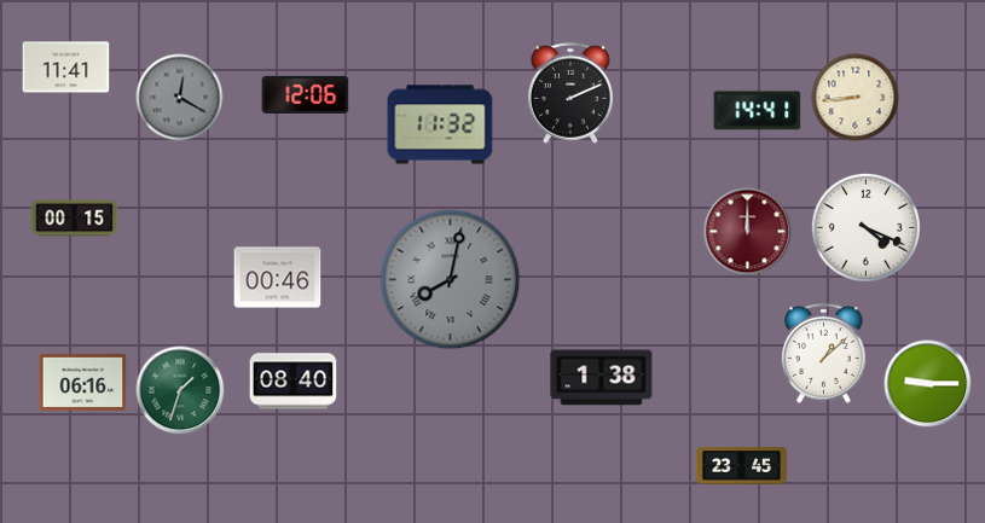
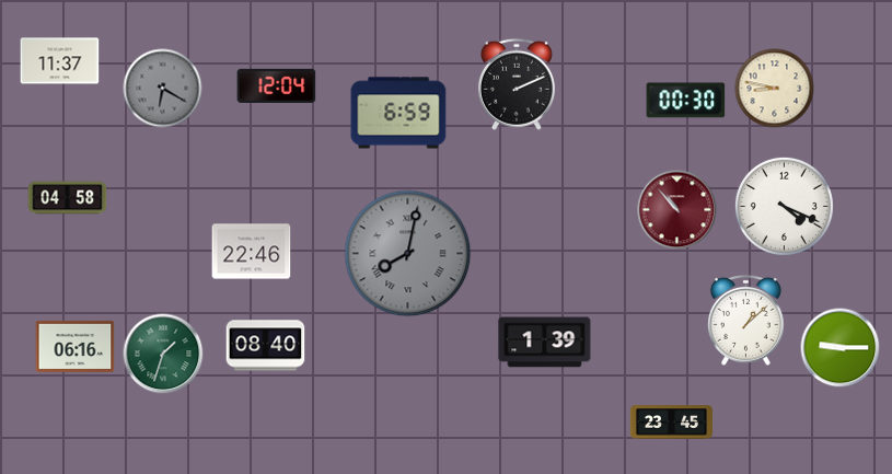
clock at (66, 68): 11:41 -> 11:37
clock at (306, 94): 12:06 -> 12:04
clock at (180, 98): 12:20 -> 6:20
clock at (856, 98): 8:44 -> 8:47
clock at (758, 111): 14:41 -> 00:30
clock at (440, 124): 11:32 -> 6:59
clock at (75, 219): 00:15 -> 04:58
clock at (748, 232): 12:00 -> 10:53
clock at (278, 278): 00:46 -> 22:46
clock at (602, 378): 1:38 -> 1:39
